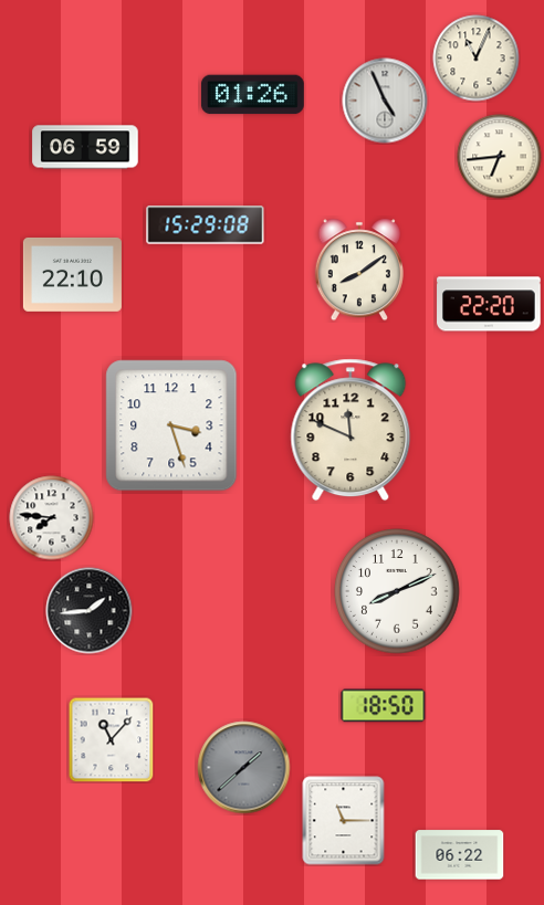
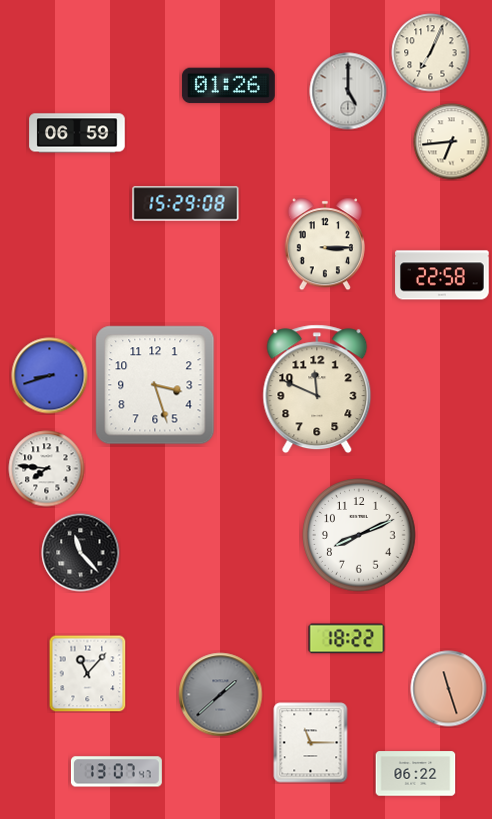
clock at (477, 59): 11:04 -> 7:04
clock at (385, 101): 4:56 -> 5:00
clock at (359, 270): 8:09 -> 3:15
clock at (72, 274): 22:10 -> none
clock at (489, 304): 22:20 -> 22:58
clock at (50, 376): none -> 8:42
clock at (90, 611): 1:44 -> 11:23
clock at (384, 706): 18:50 -> 18:22
clock at (111, 739) position: (111, 739) -> (87, 673)
clock at (449, 689): none -> 11:27
clock at (116, 772): none -> 13:07
